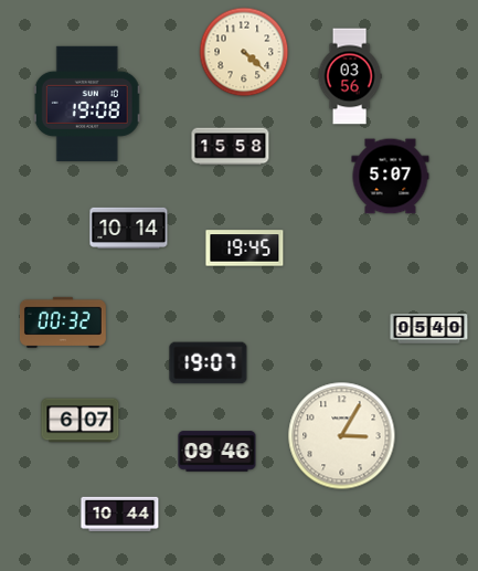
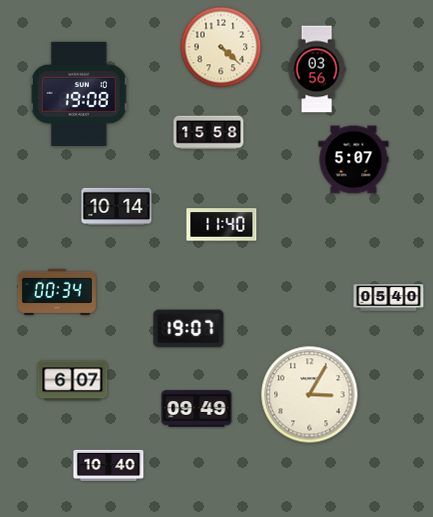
clock at (245, 249): 19:45 -> 11:40
clock at (63, 322): 00:32 -> 00:34
clock at (217, 452): 09:46 -> 09:49
clock at (120, 514): 10:44 -> 10:40
